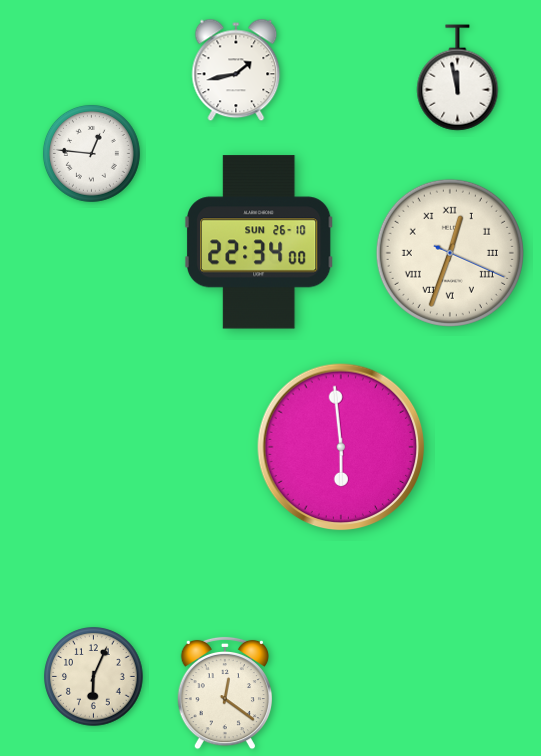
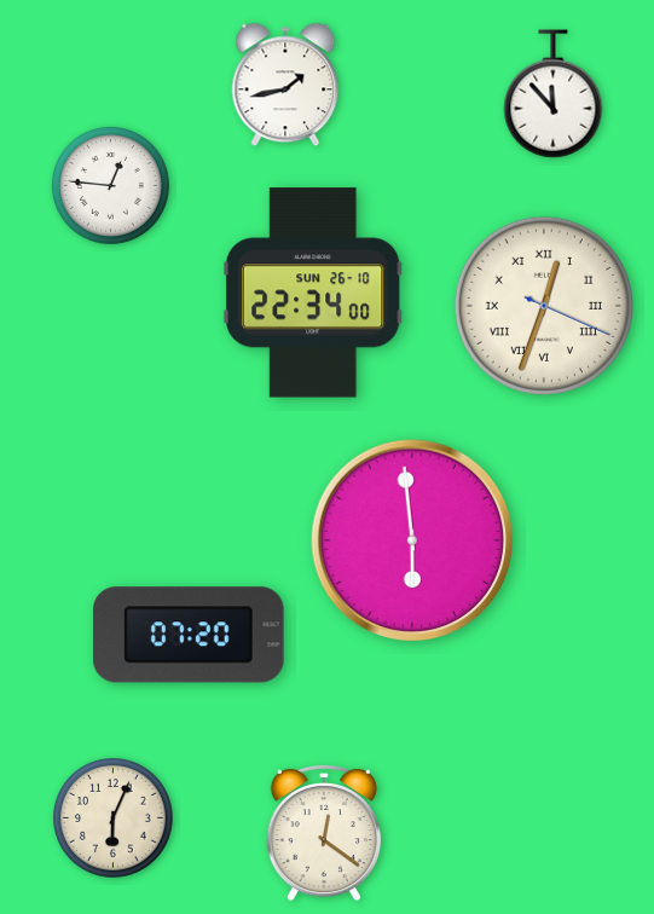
clock at (458, 78): 11:58 -> 11:53
clock at (190, 635): none -> 07:20
clock at (224, 693) position: (224, 693) -> (323, 833)
